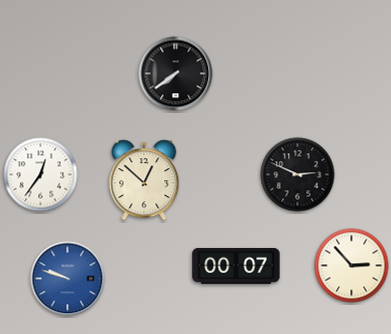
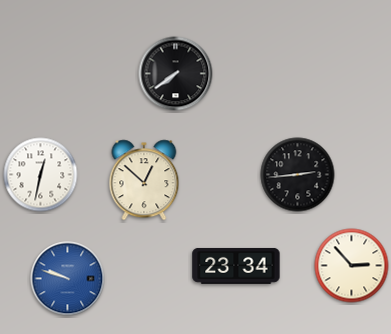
clock at (41, 175): 12:36 -> 12:32
clock at (298, 175): 2:49 -> 2:44
clock at (236, 266): 00:07 -> 23:34
